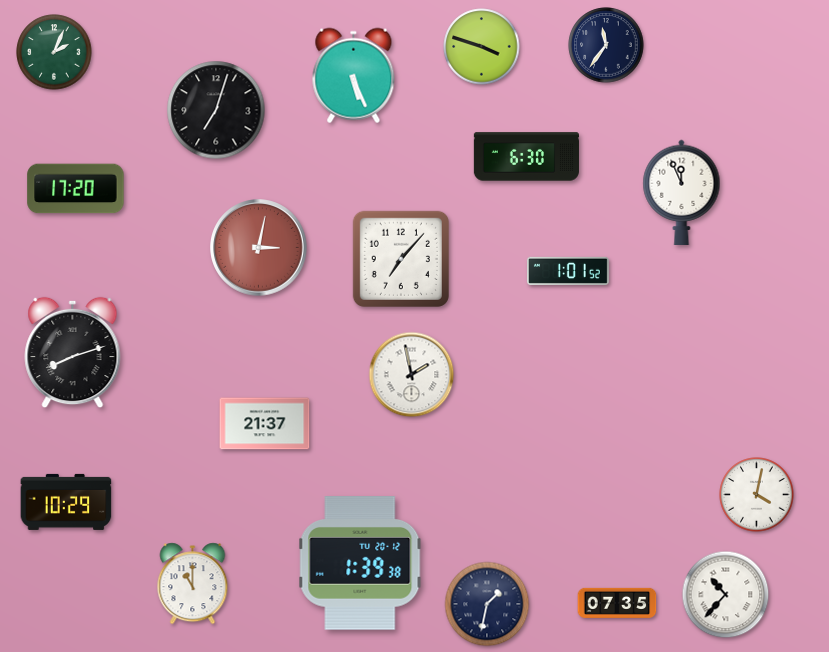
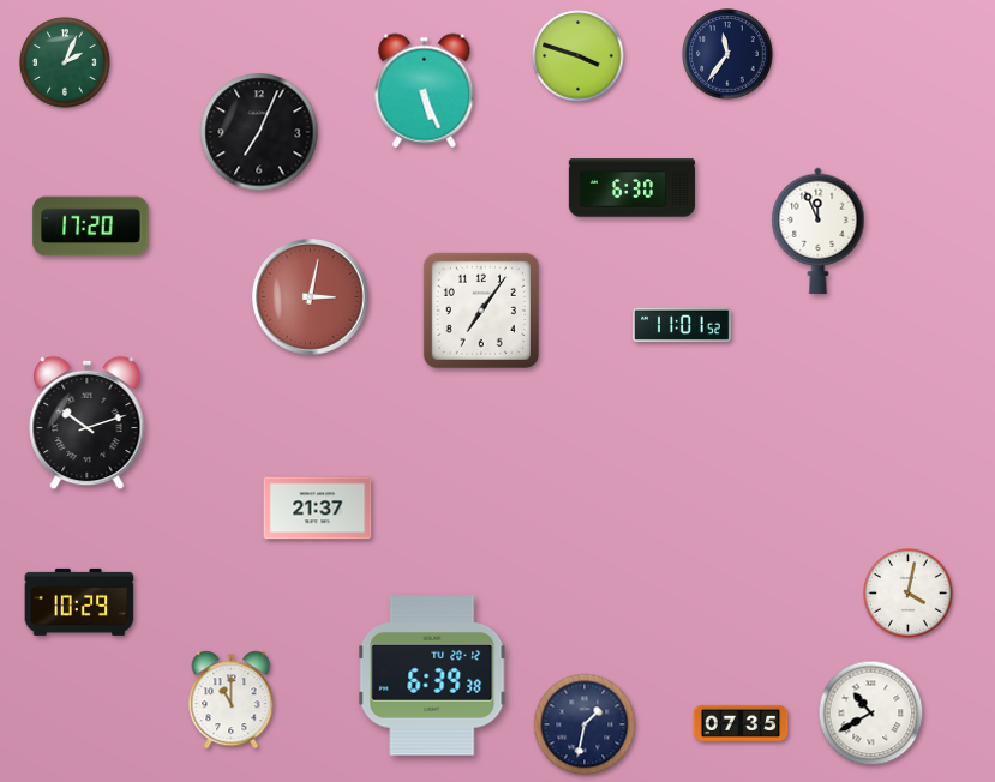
clock at (216, 110): 7:03 -> 7:04
clock at (401, 259): 7:07 -> 7:06
clock at (568, 271): 1:01 -> 11:01
clock at (73, 353): 8:12 -> 10:12
clock at (412, 375): 1:58 -> none
clock at (360, 563): 1:39 -> 6:39
clock at (726, 595): 10:37 -> 10:40
